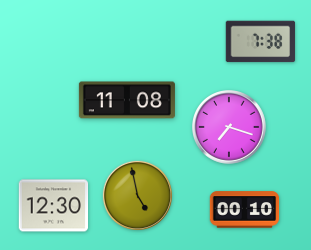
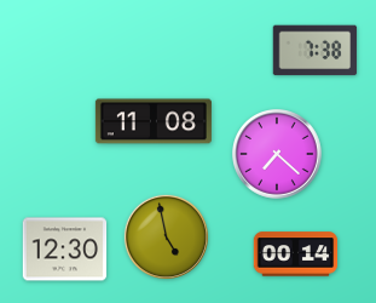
clock at (230, 128): 7:18 -> 7:22
clock at (245, 210): 00:10 -> 00:14
